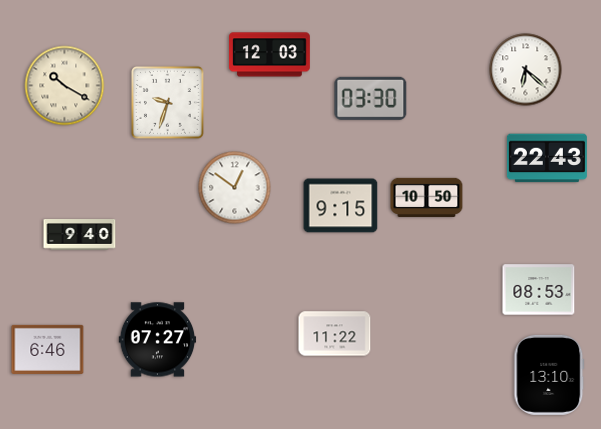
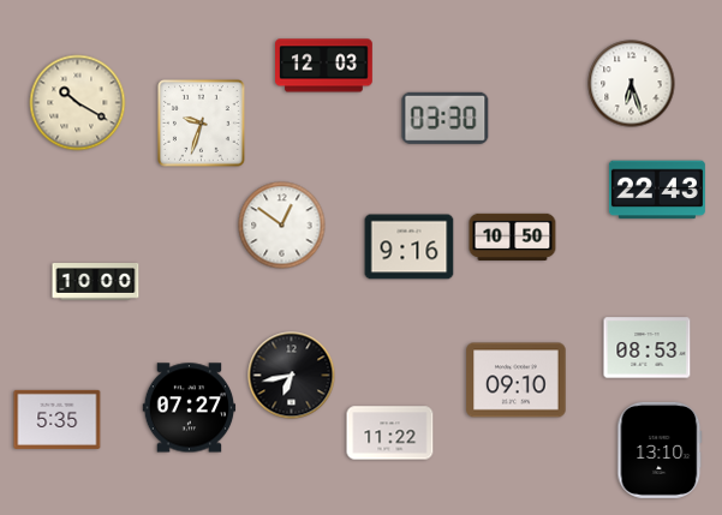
clock at (526, 70): 6:22 -> 6:27
clock at (341, 206): 9:15 -> 9:16
clock at (80, 235): 9:40 -> 10:00
clock at (292, 376): none -> 6:43
clock at (517, 381): none -> 09:10
clock at (335, 334) position: (335, 334) -> (390, 433)
clock at (48, 349): 6:46 -> 5:35
